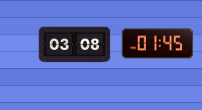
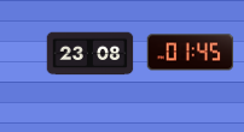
clock at (75, 45): 03:08 -> 23:08
